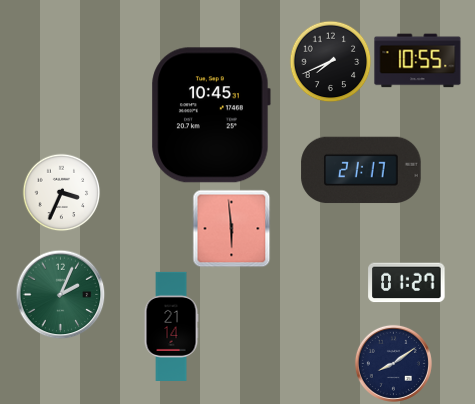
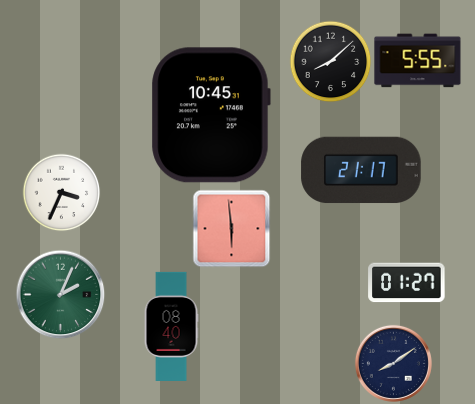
clock at (330, 61): 7:41 -> 8:08
clock at (418, 61): 10:55 -> 5:55
clock at (171, 326): 21:14 -> 08:40
